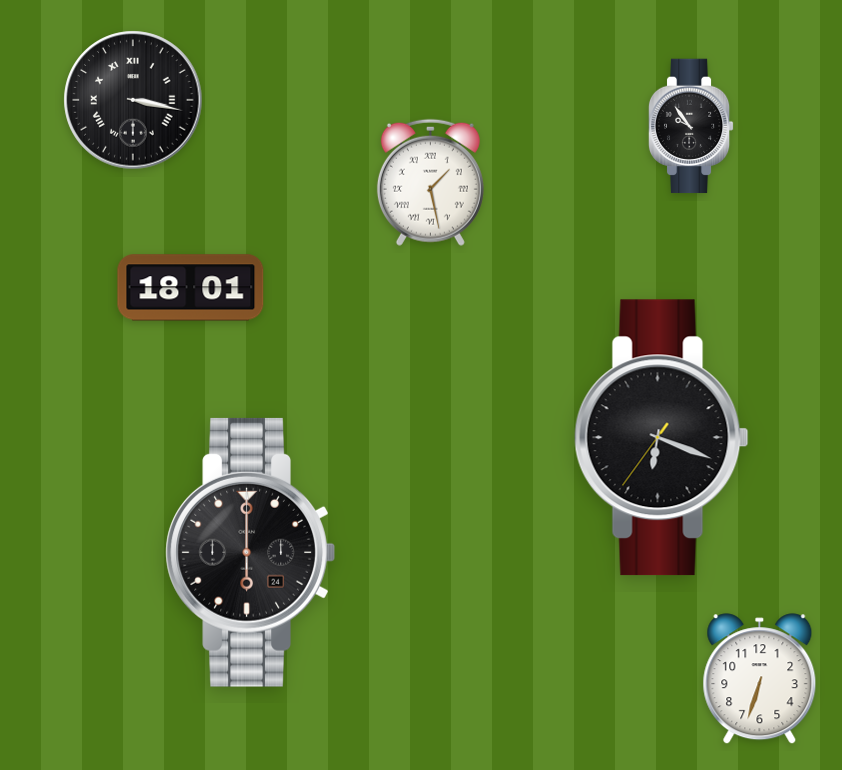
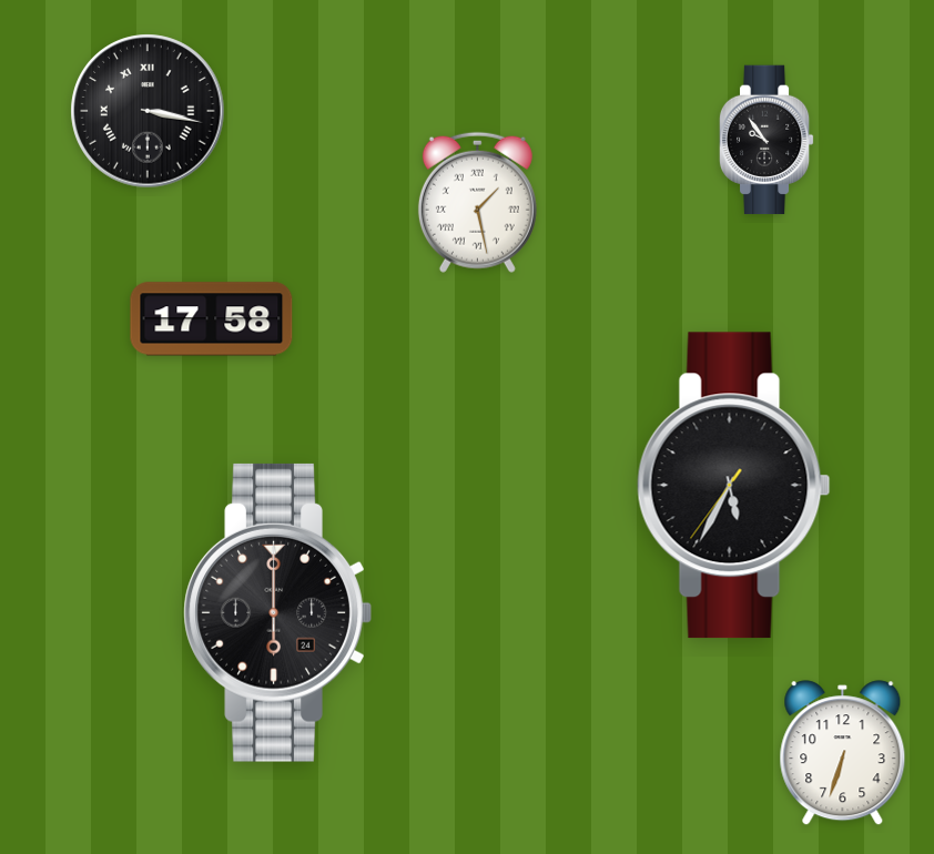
clock at (191, 288): 18:01 -> 17:58
clock at (661, 438): 6:18 -> 5:34
